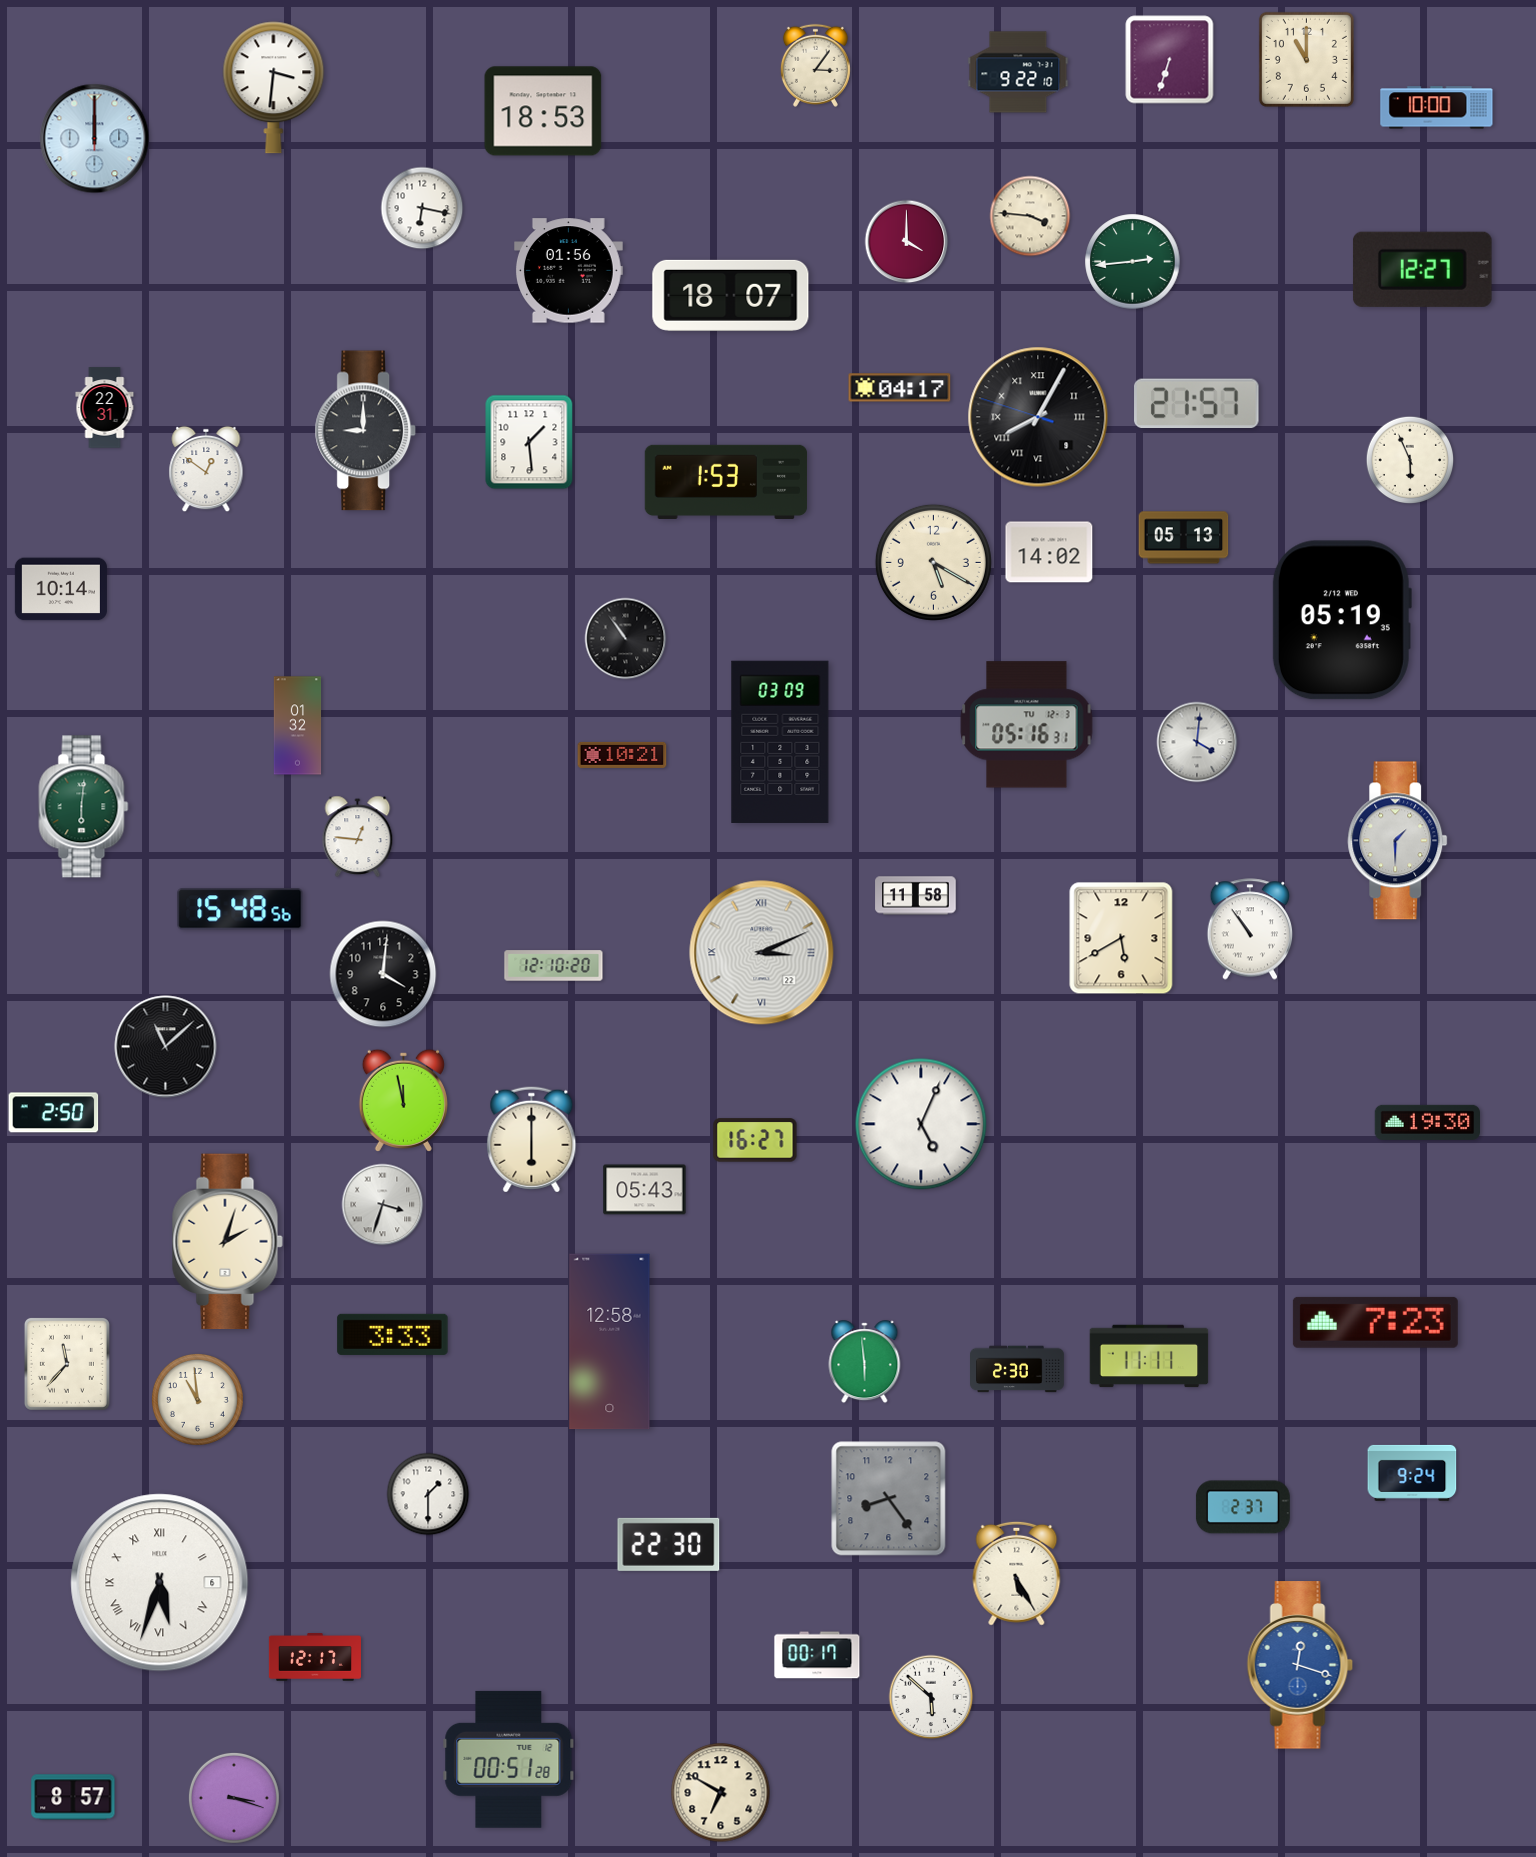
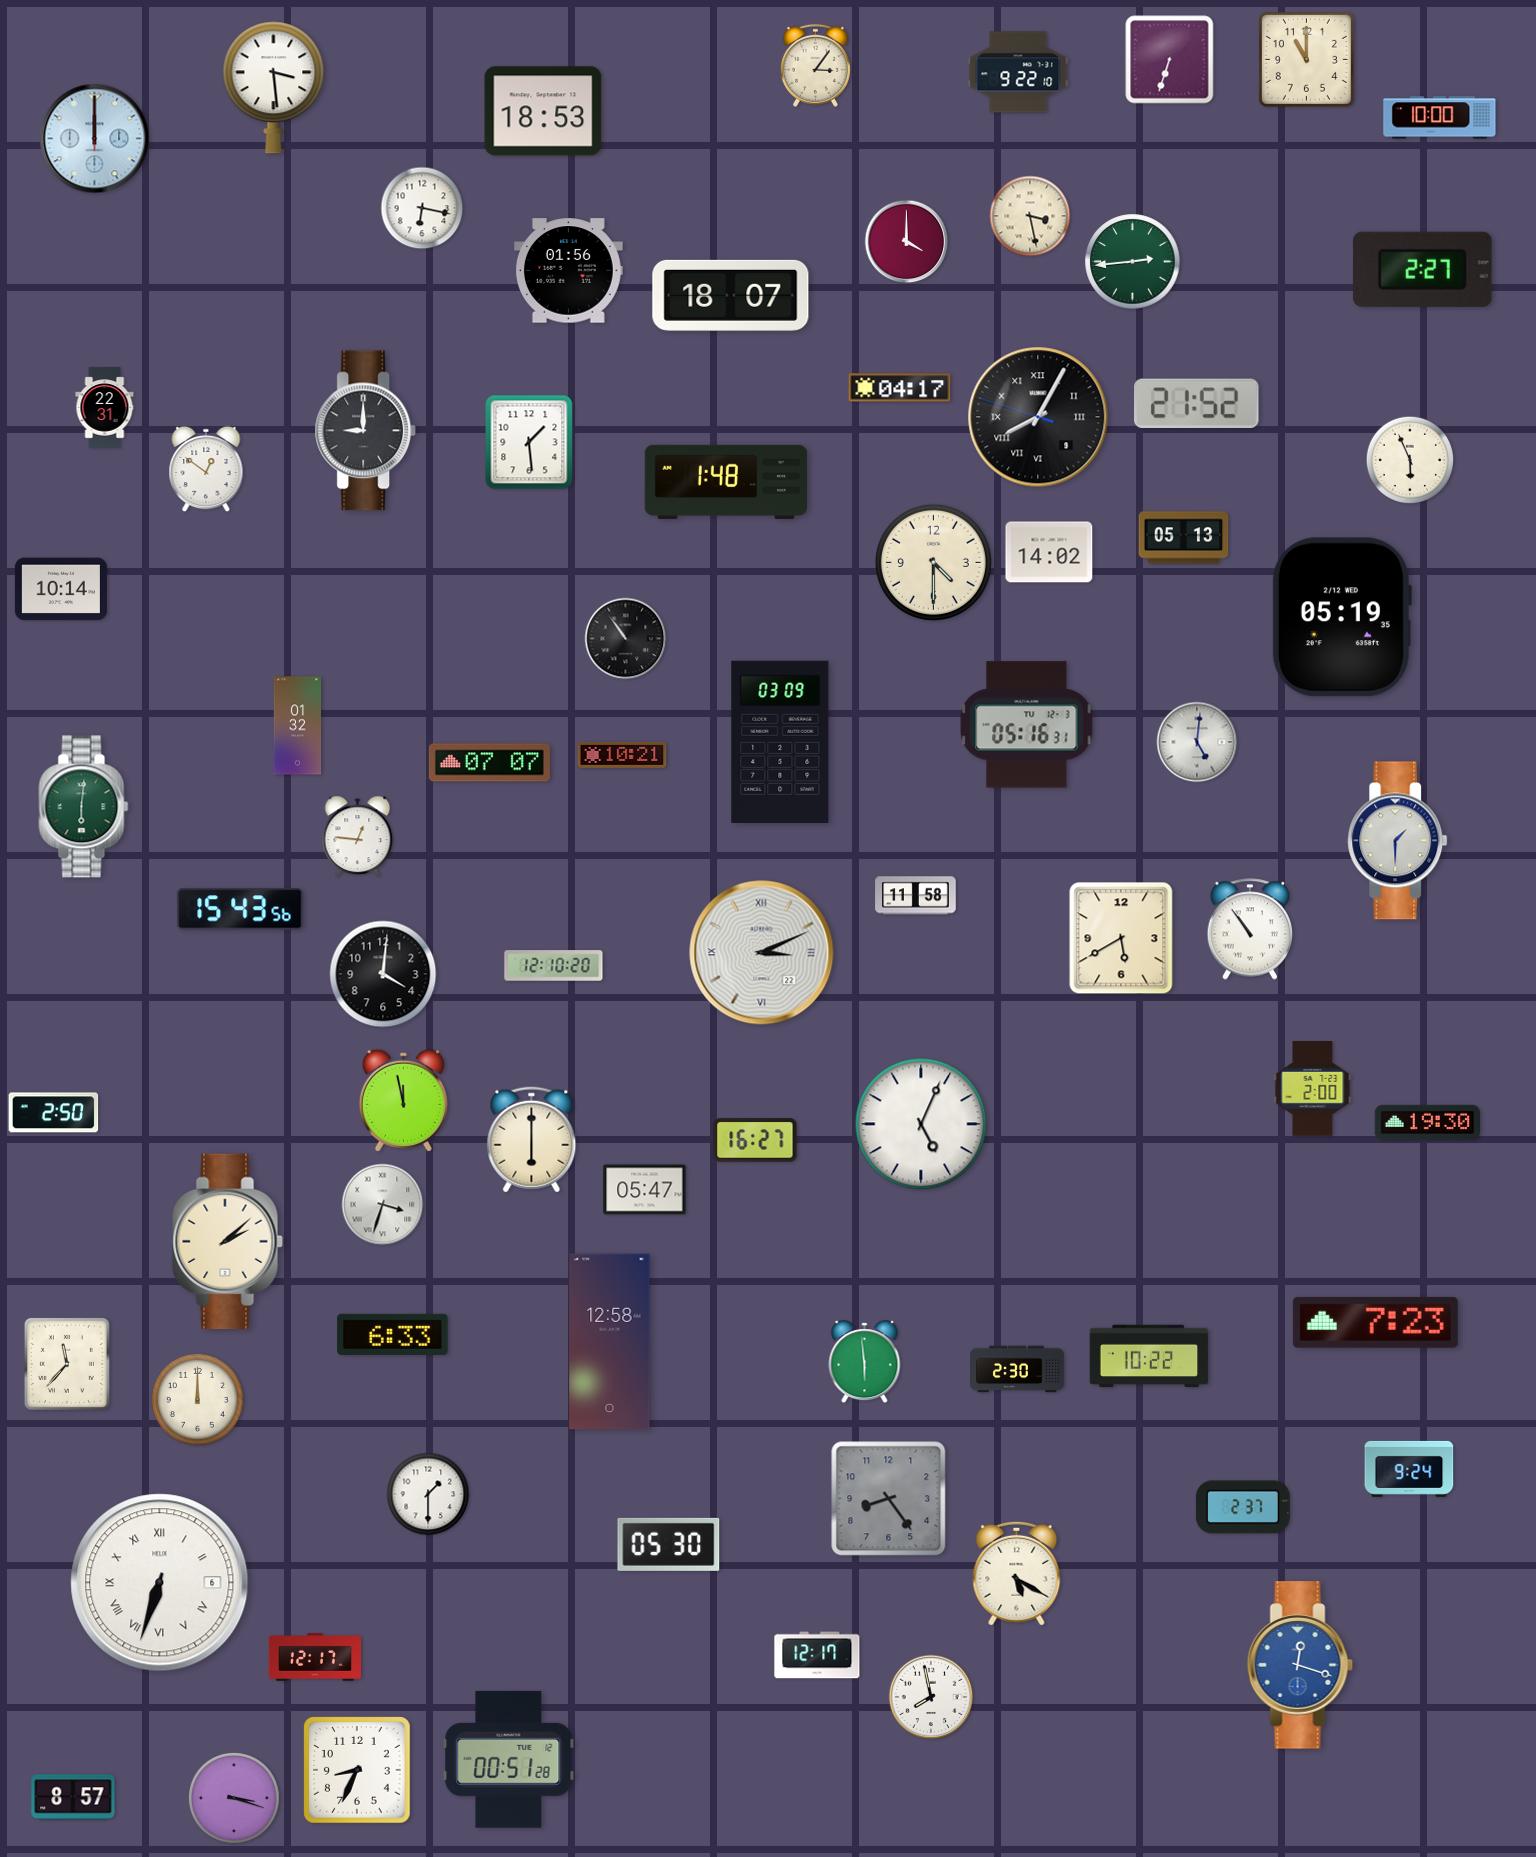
clock at (274, 88): 3:31 -> 3:29
clock at (1437, 108) position: (1437, 108) -> (1440, 118)
clock at (1030, 216): 3:46 -> 3:28
clock at (1422, 269): 12:27 -> 2:27
clock at (1197, 403): 21:57 -> 21:52
clock at (726, 482): 1:53 -> 1:48
clock at (933, 562): 5:20 -> 4:30
clock at (1342, 620) position: (1342, 620) -> (1342, 617)
clock at (1197, 742): 4:01 -> 5:01
clock at (489, 763): none -> 07:07
clock at (240, 909): 15:48 -> 15:43
clock at (166, 1047): 11:08 -> none
clock at (1313, 1089): none -> 2:00
clock at (645, 1190): 05:43 -> 05:47
clock at (227, 1242): 2:03 -> 2:08
clock at (393, 1334): 3:33 -> 6:33
clock at (1149, 1356): 11:11 -> 10:22
clock at (197, 1399): 10:59 -> 12:00
clock at (1412, 1473) position: (1412, 1473) -> (1409, 1469)
clock at (669, 1544): 22:30 -> 05:30
clock at (1017, 1573): 5:25 -> 5:20
clock at (160, 1583): 5:33 -> 6:33
clock at (817, 1655): 00:17 -> 12:17
clock at (931, 1697): 5:52 -> 7:58
clock at (357, 1770): none -> 8:34
clock at (721, 1793): 6:50 -> none
